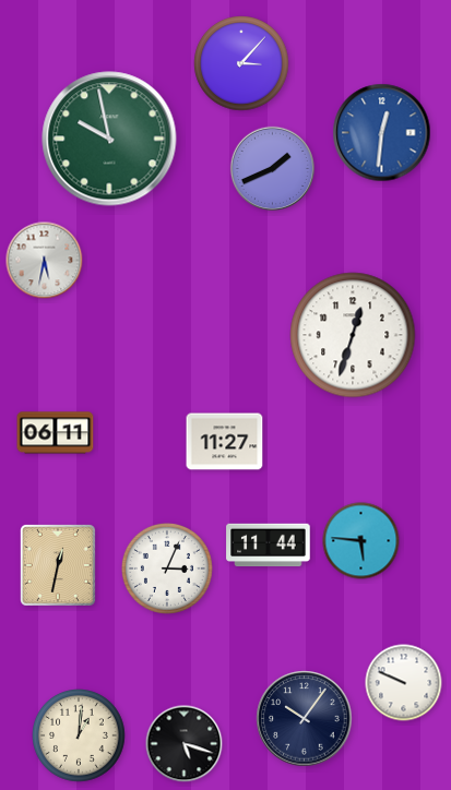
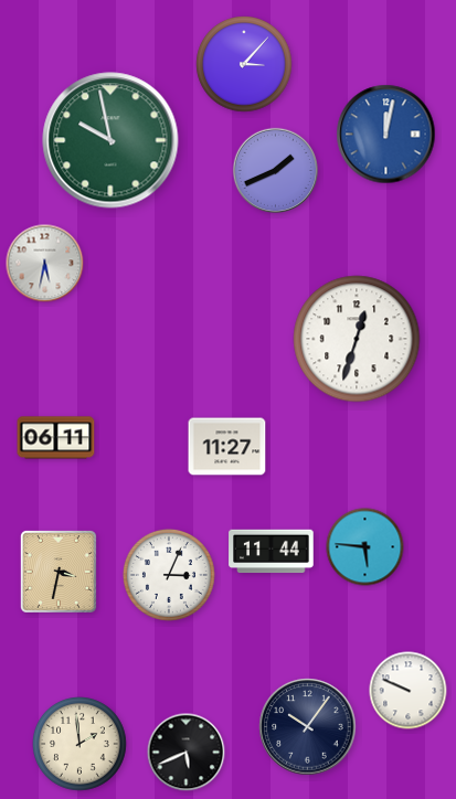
clock at (382, 133): 12:31 -> 12:02
clock at (58, 565): 12:32 -> 3:32
clock at (80, 737): 1:01 -> 1:59
clock at (185, 744): 5:18 -> 5:41
